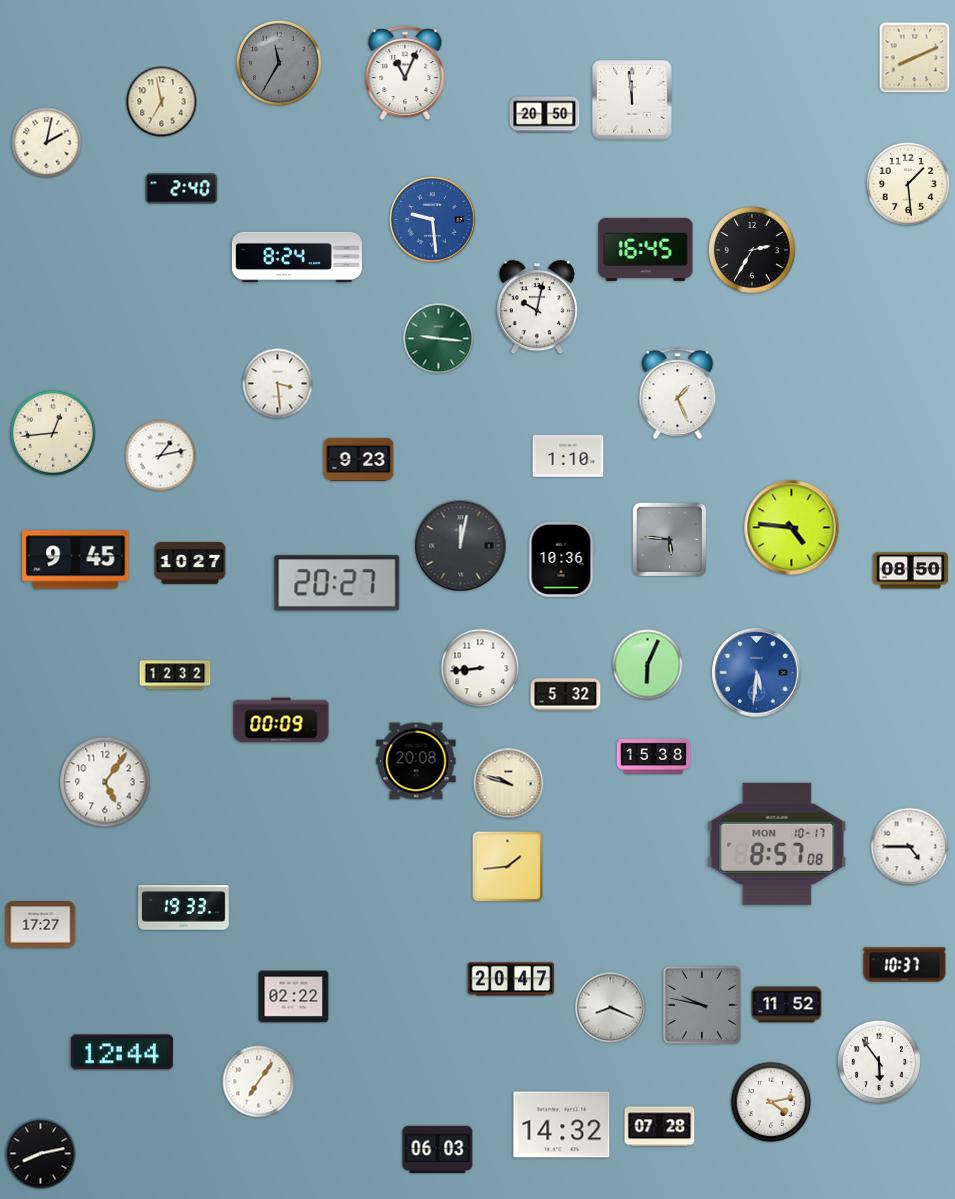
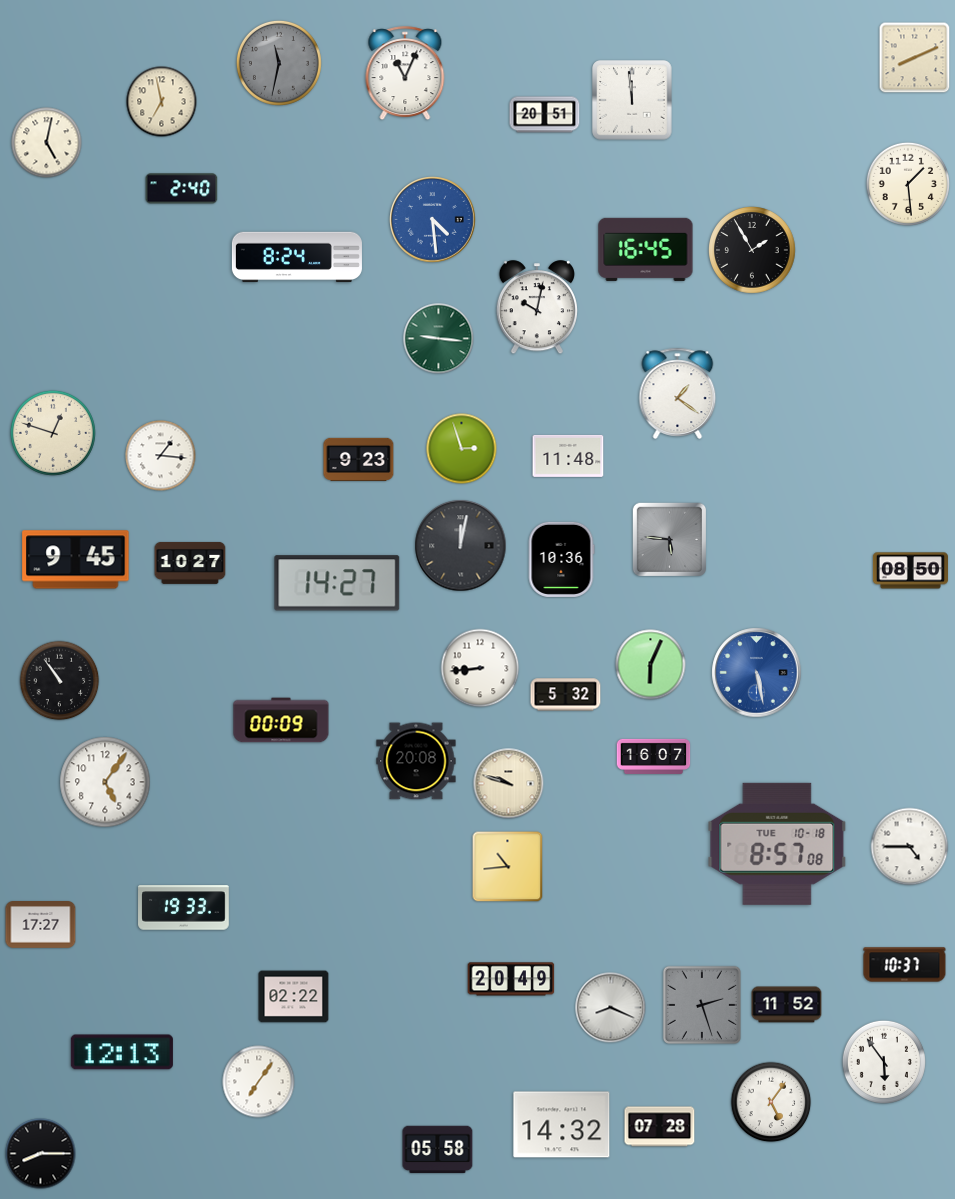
clock at (279, 63): 11:35 -> 11:32
clock at (545, 115): 20:50 -> 20:51
clock at (47, 143): 2:02 -> 5:02
clock at (433, 220): 9:29 -> 4:29
clock at (753, 251): 2:35 -> 1:55
clock at (278, 384): 3:29 -> none
clock at (678, 393): 1:26 -> 1:21
clock at (53, 433): 12:44 -> 12:48
clock at (462, 449): none -> 2:57
clock at (161, 456): 1:13 -> 1:16
clock at (568, 456): 1:10 -> 11:48
clock at (792, 528): 4:46 -> none
clock at (337, 583): 20:27 -> 14:27
clock at (648, 665) position: (648, 665) -> (651, 665)
clock at (757, 673): 5:31 -> 5:28
clock at (175, 675): 12:32 -> none
clock at (60, 681): none -> 10:54
clock at (654, 756): 15:38 -> 16:07
clock at (777, 844) date: MON 10-17 -> TUE 10-18
clock at (508, 867): 1:44 -> 10:44
clock at (511, 979): 20:47 -> 20:49
clock at (702, 1005): 9:47 -> 2:27
clock at (122, 1052): 12:44 -> 12:13
clock at (879, 1062) position: (879, 1062) -> (884, 1062)
clock at (771, 1102): 4:13 -> 5:06
clock at (438, 1150): 06:03 -> 05:58
clock at (41, 1154): 8:13 -> 8:15
